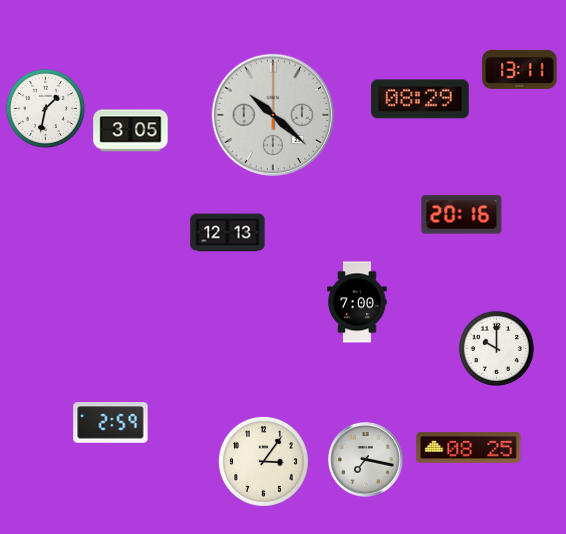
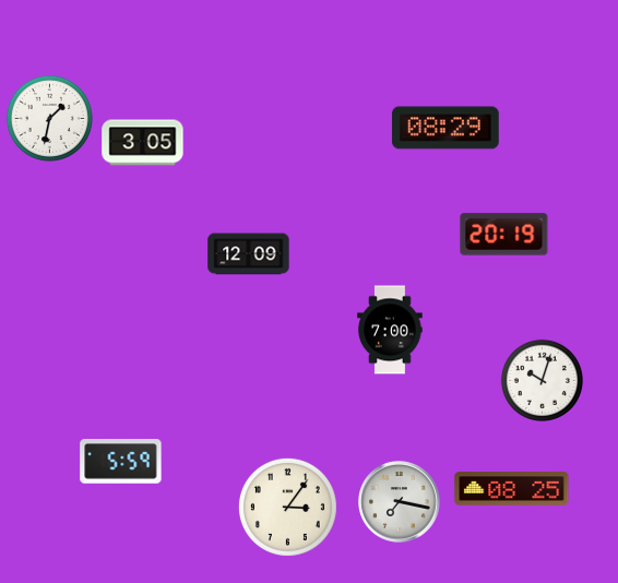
clock at (520, 69): 13:11 -> none
clock at (420, 99) position: (420, 99) -> (445, 128)
clock at (272, 114): 10:22 -> none
clock at (462, 215): 20:16 -> 20:19
clock at (228, 233): 12:13 -> 12:09
clock at (496, 348): 10:00 -> 10:03
clock at (111, 423): 2:59 -> 5:59
clock at (263, 461) position: (263, 461) -> (287, 507)
